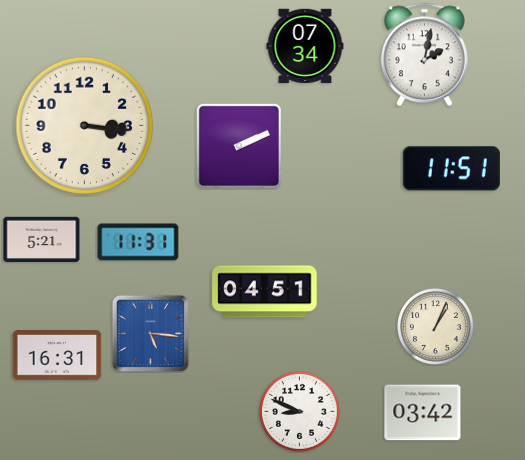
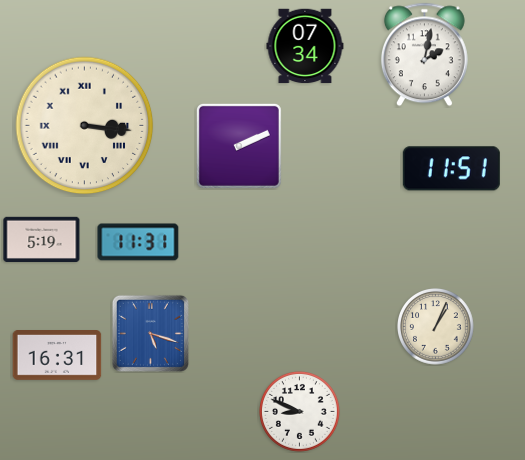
clock at (85, 126) numerals: Arabic -> Roman
clock at (42, 239): 5:21 -> 5:19
clock at (265, 292): 04:51 -> none
clock at (150, 333): 5:16 -> 5:18
clock at (423, 413): 03:42 -> none
